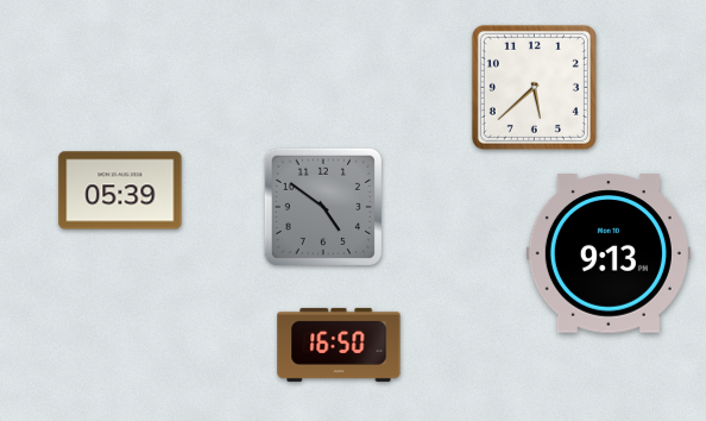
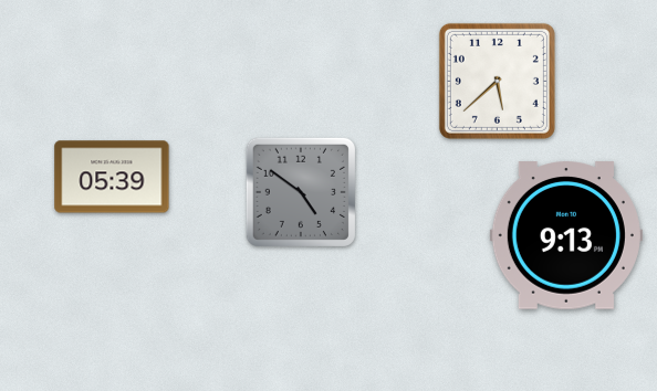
clock at (339, 345): 16:50 -> none
